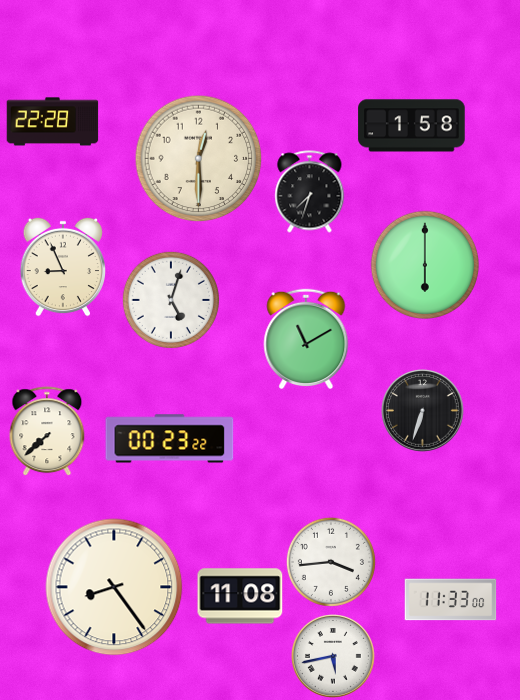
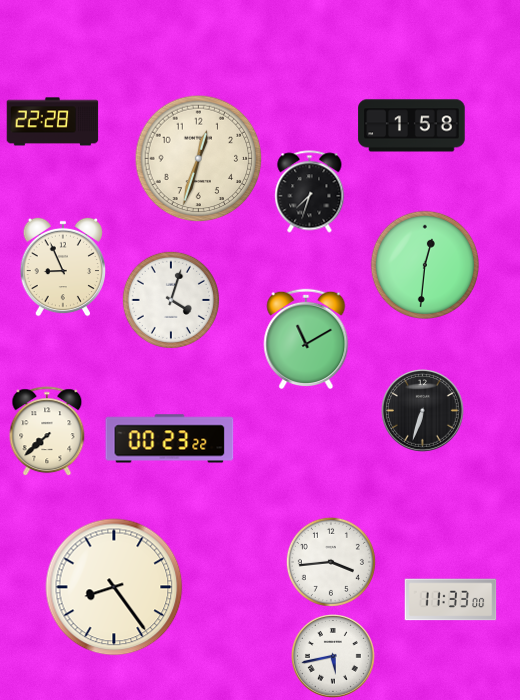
clock at (199, 159): 12:30 -> 12:33
clock at (425, 265): 6:00 -> 12:31
clock at (171, 300): 5:03 -> 4:03
clock at (240, 596): 11:08 -> none
